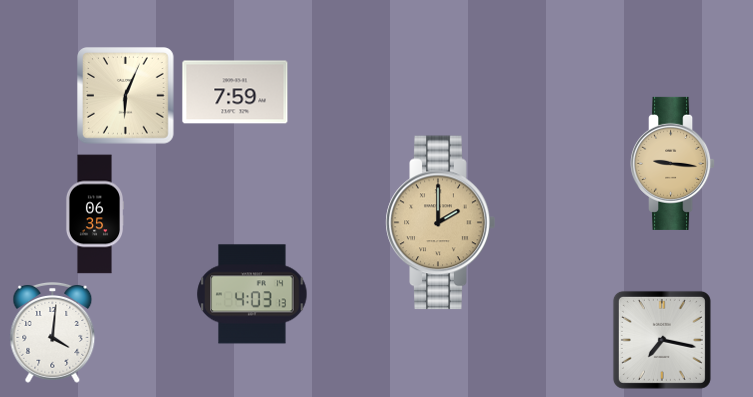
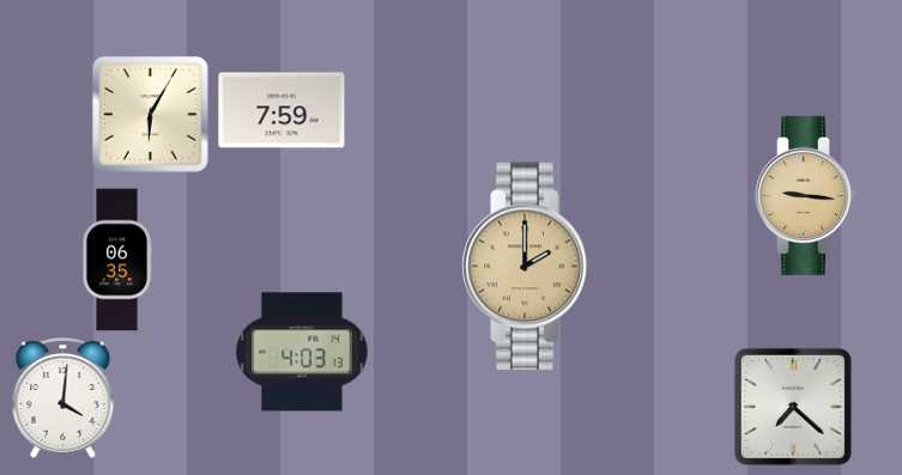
clock at (126, 96): 6:04 -> 6:05
clock at (94, 214) position: (94, 214) -> (116, 260)
clock at (662, 340): 7:17 -> 7:22
